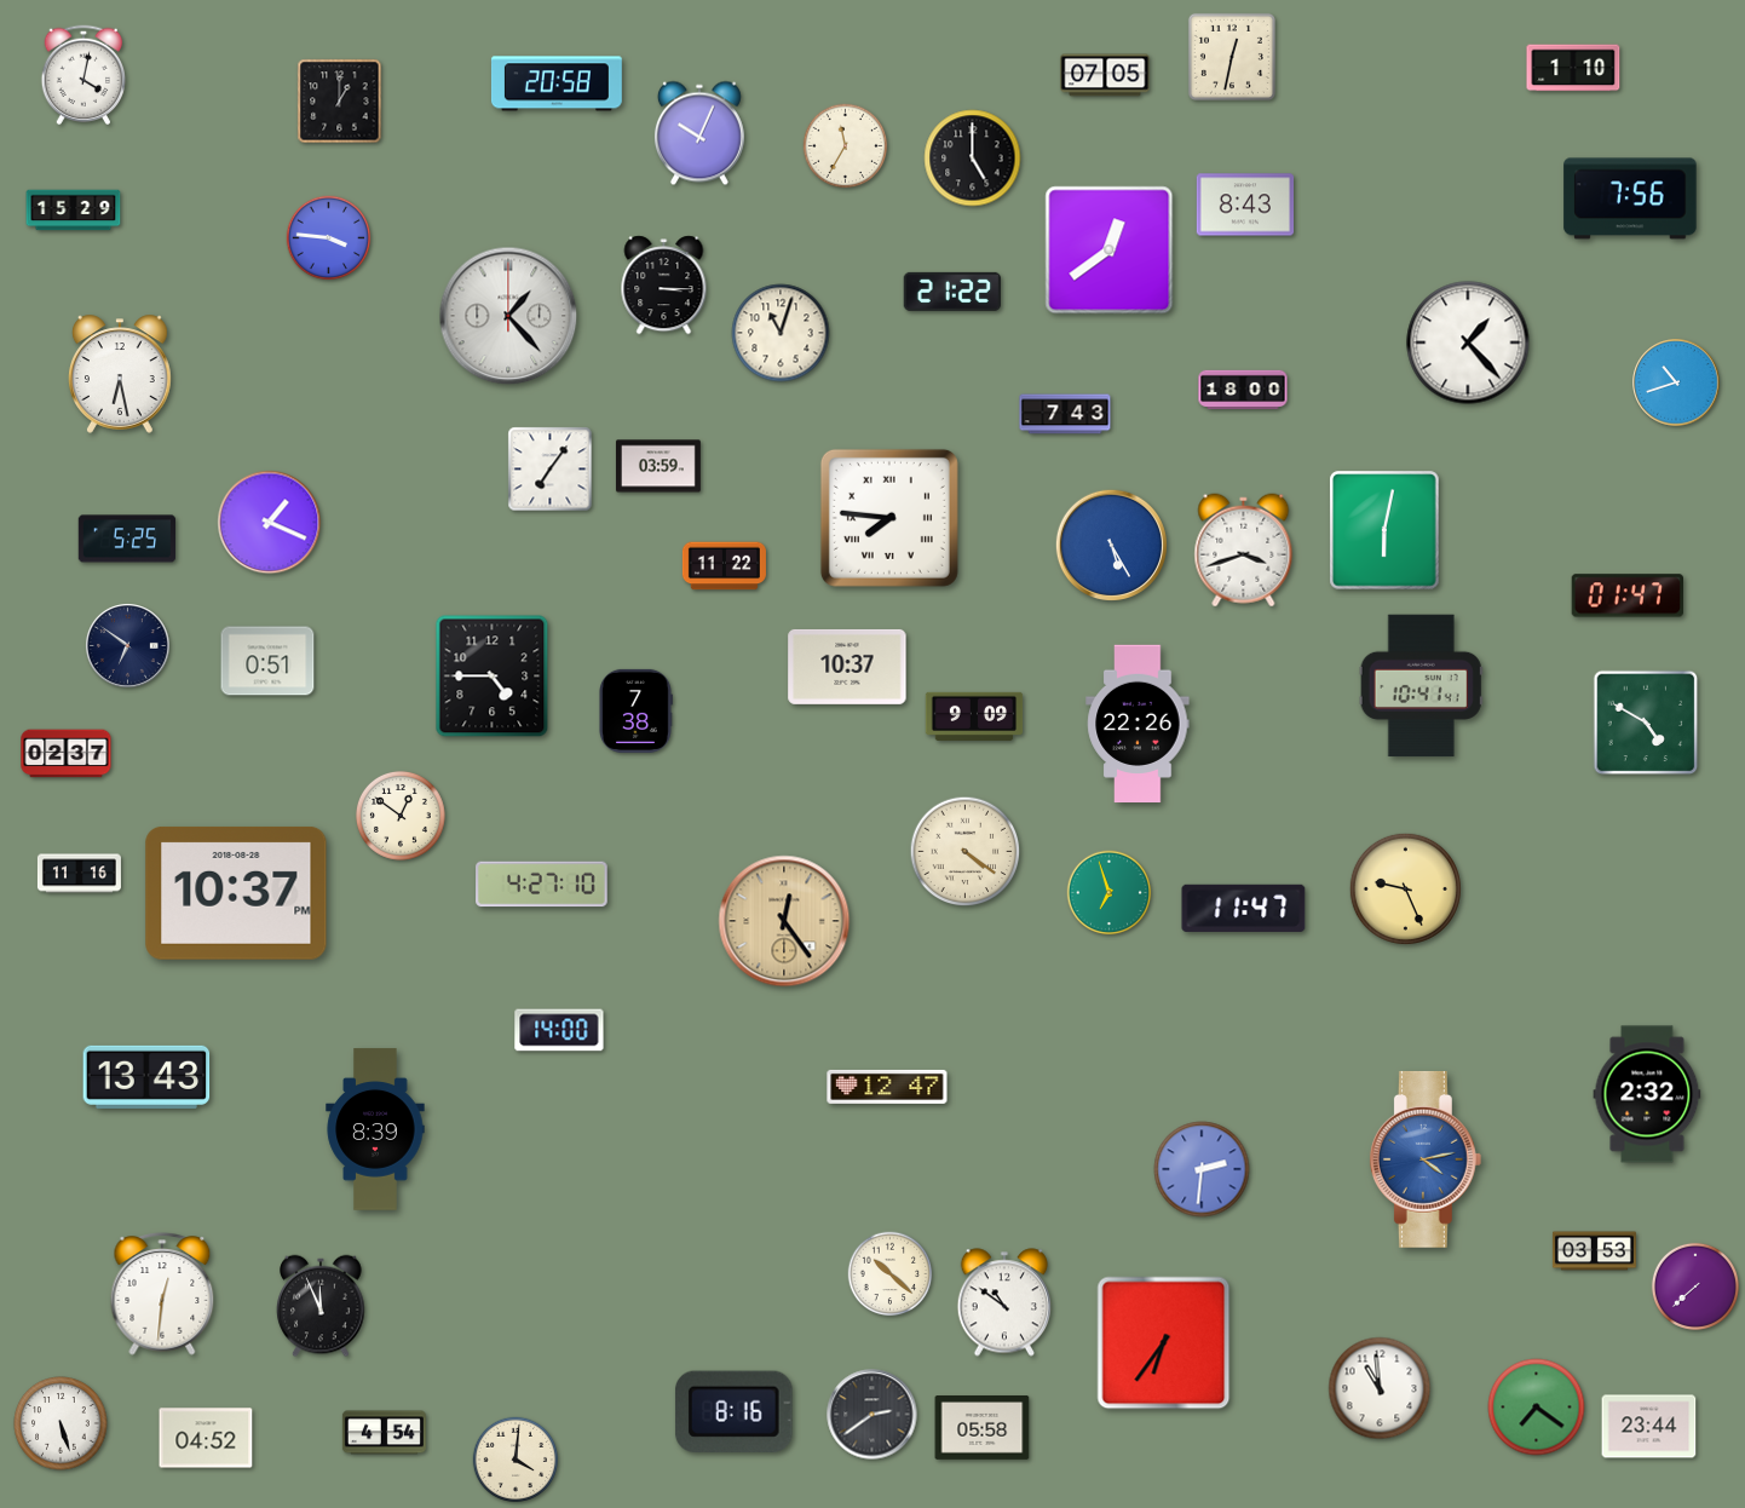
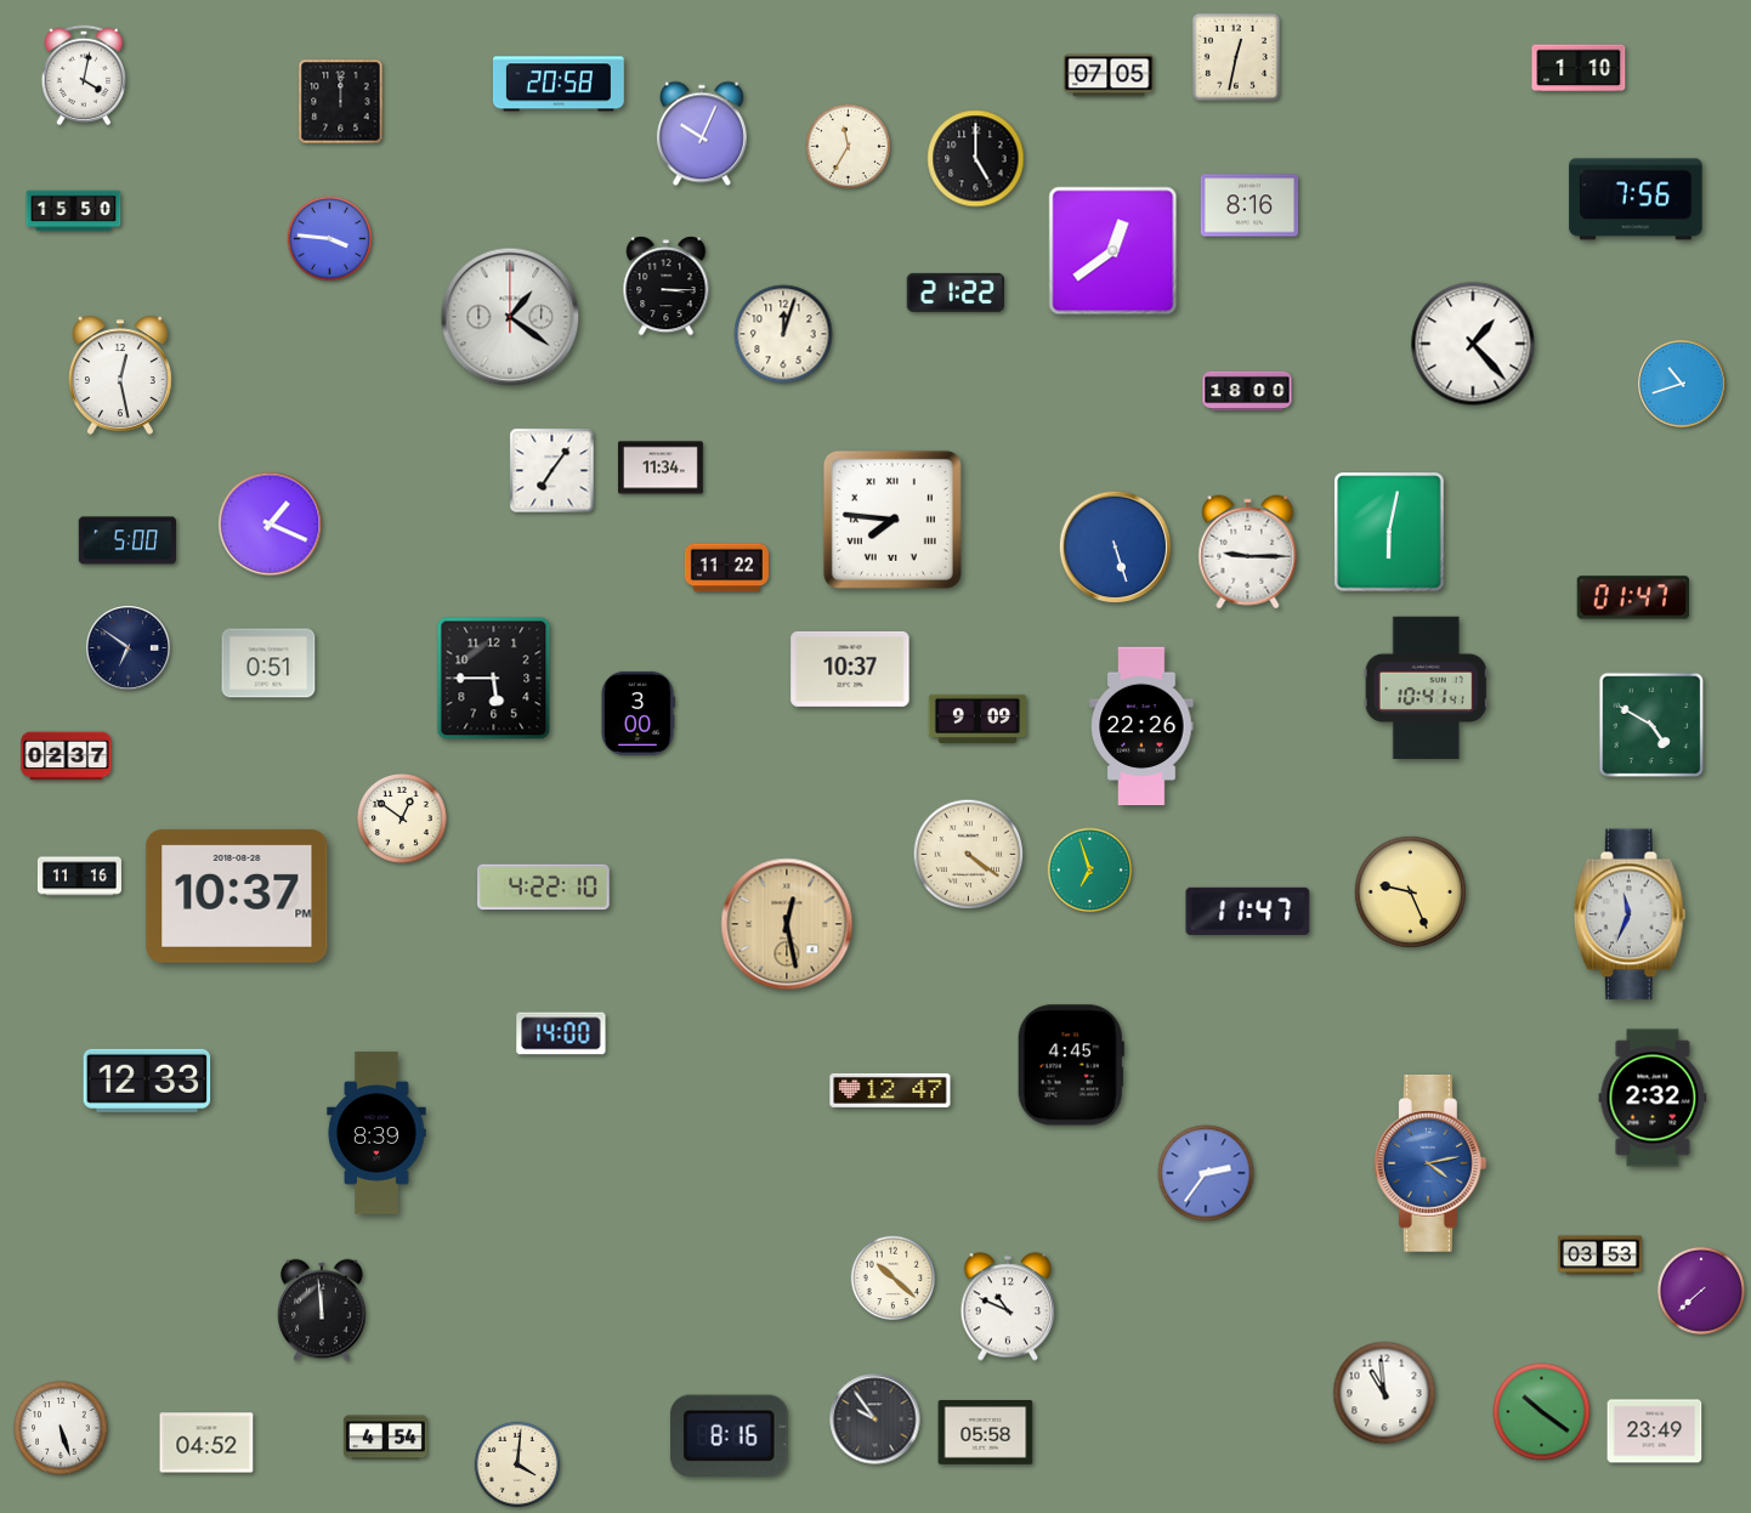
clock at (340, 102): 1:00 -> 12:00
clock at (1245, 205): 8:43 -> 8:16
clock at (74, 211): 15:29 -> 15:50
clock at (508, 316): 1:23 -> 1:21
clock at (781, 333): 11:03 -> 12:03
clock at (121, 374): 6:28 -> 12:28
clock at (1065, 414): 7:43 -> none
clock at (658, 466): 03:59 -> 11:34
clock at (127, 539): 5:25 -> 5:00
clock at (1111, 545): 5:25 -> 5:27
clock at (1244, 551): 3:42 -> 9:15
clock at (493, 677): 4:45 -> 5:45
clock at (637, 710): 7:38 -> 3:00
clock at (542, 885): 4:27 -> 4:22
clock at (1110, 893) position: (1110, 893) -> (1090, 871)
clock at (1630, 914): none -> 11:34
clock at (784, 921): 12:24 -> 12:28
clock at (1071, 1065): none -> 4:45
clock at (146, 1077): 13:43 -> 12:33
clock at (1202, 1169): 2:31 -> 2:36
clock at (162, 1294): 12:31 -> none
clock at (1003, 1302): 10:51 -> 10:49
clock at (321, 1306): 11:56 -> 11:59
clock at (1164, 1343): 6:36 -> none
clock at (1537, 1408): 7:21 -> 10:21
clock at (733, 1411) position: (733, 1411) -> (729, 1435)
clock at (872, 1415): 2:39 -> 9:54
clock at (1649, 1427): 23:44 -> 23:49
